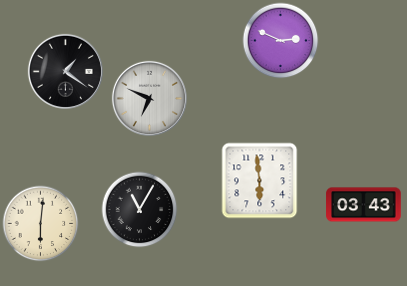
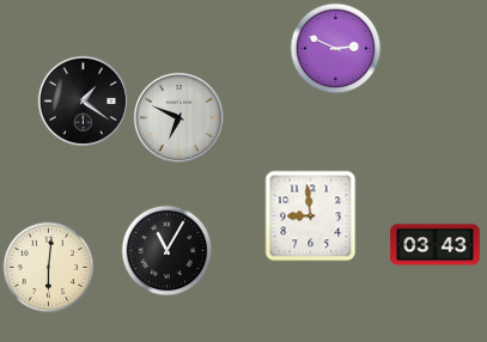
clock at (65, 71) position: (65, 71) -> (83, 100)
clock at (260, 181): 5:59 -> 8:59
